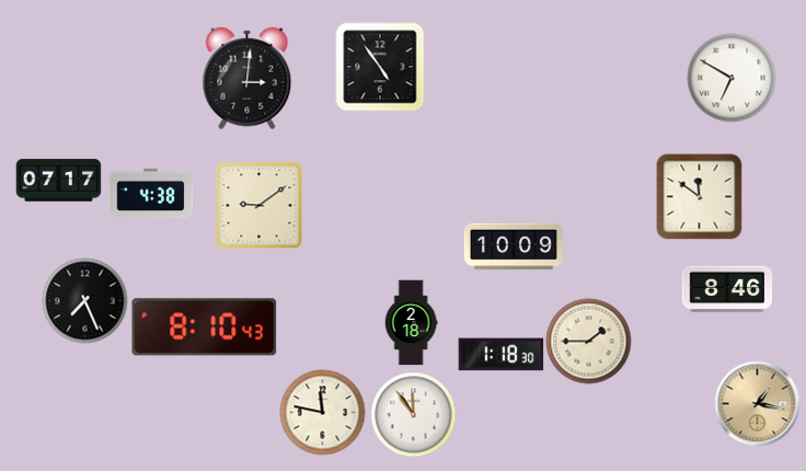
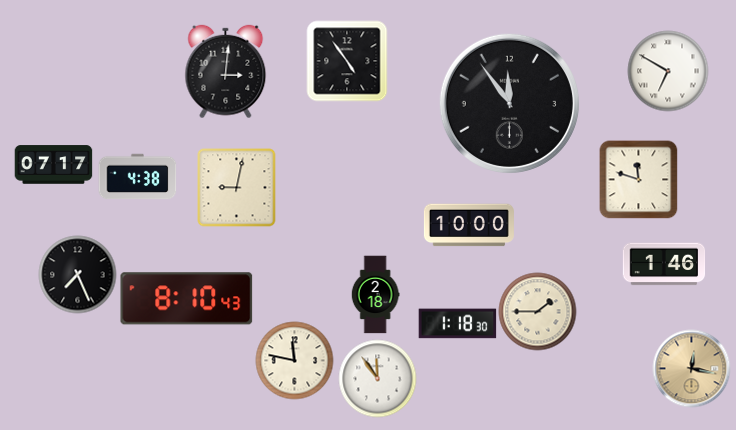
clock at (509, 103): none -> 11:54
clock at (699, 196): 11:51 -> 11:48
clock at (258, 205): 9:09 -> 9:02
clock at (514, 246): 10:09 -> 10:00
clock at (727, 289): 8:46 -> 1:46
clock at (757, 403): 1:17 -> 12:17
clock at (322, 412) position: (322, 412) -> (294, 360)
